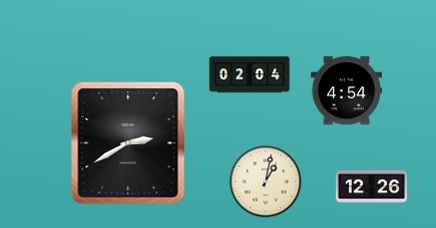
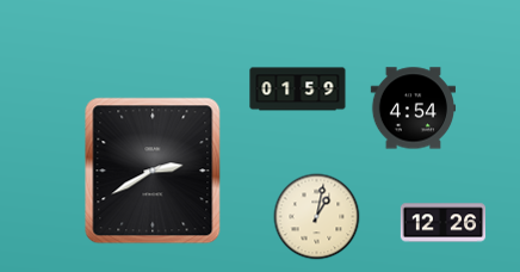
clock at (250, 75): 02:04 -> 01:59
